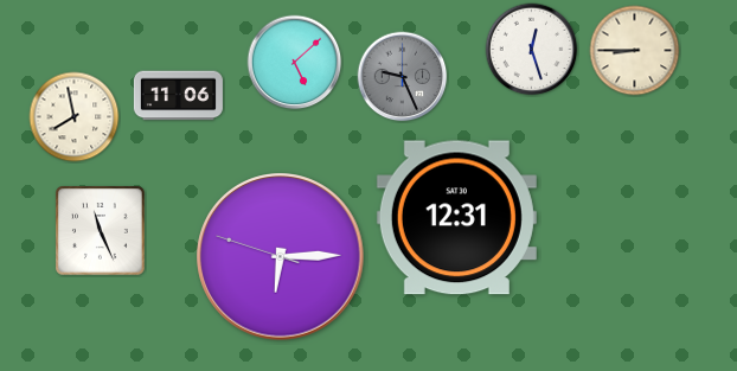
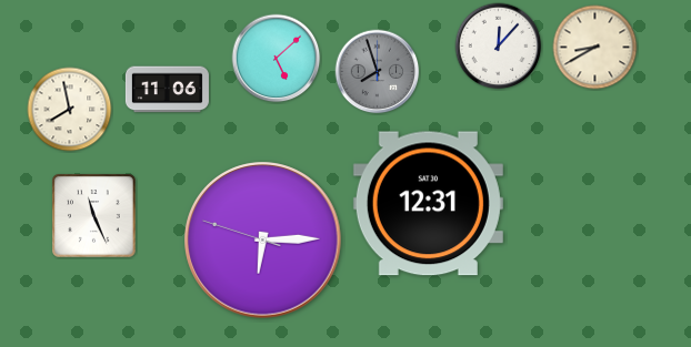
clock at (532, 50): 12:27 -> 12:07
clock at (635, 51): 8:45 -> 8:40
clock at (403, 77): 9:26 -> 7:57
